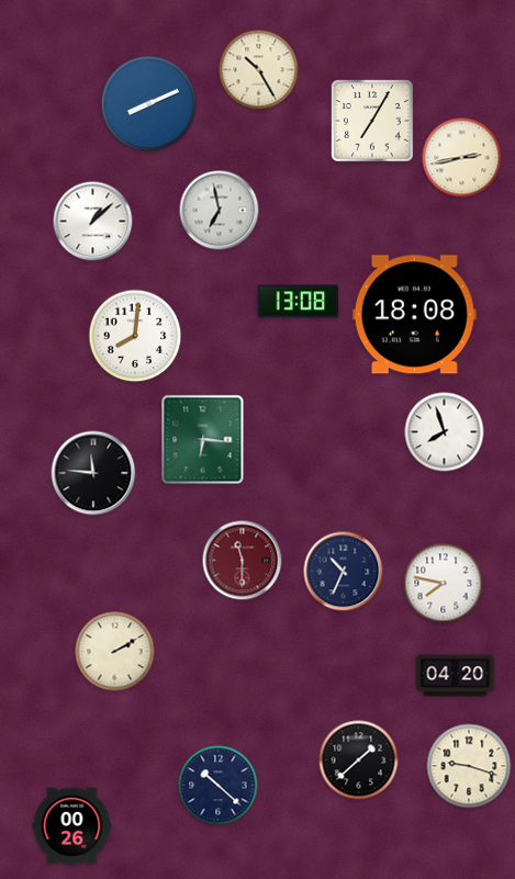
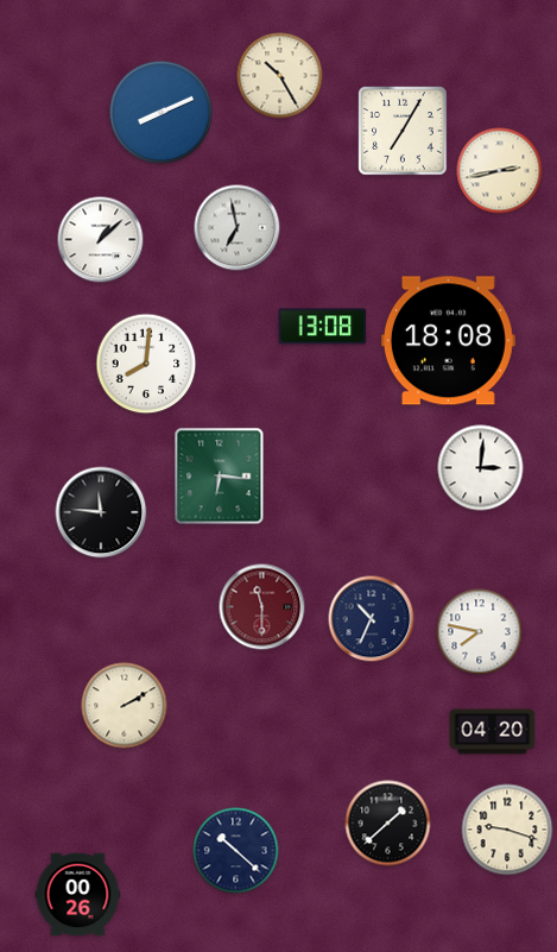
clock at (445, 432): 7:57 -> 3:01
